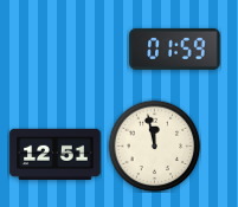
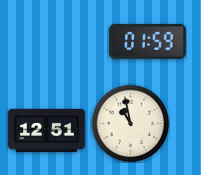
clock at (154, 145): 11:58 -> 10:58
